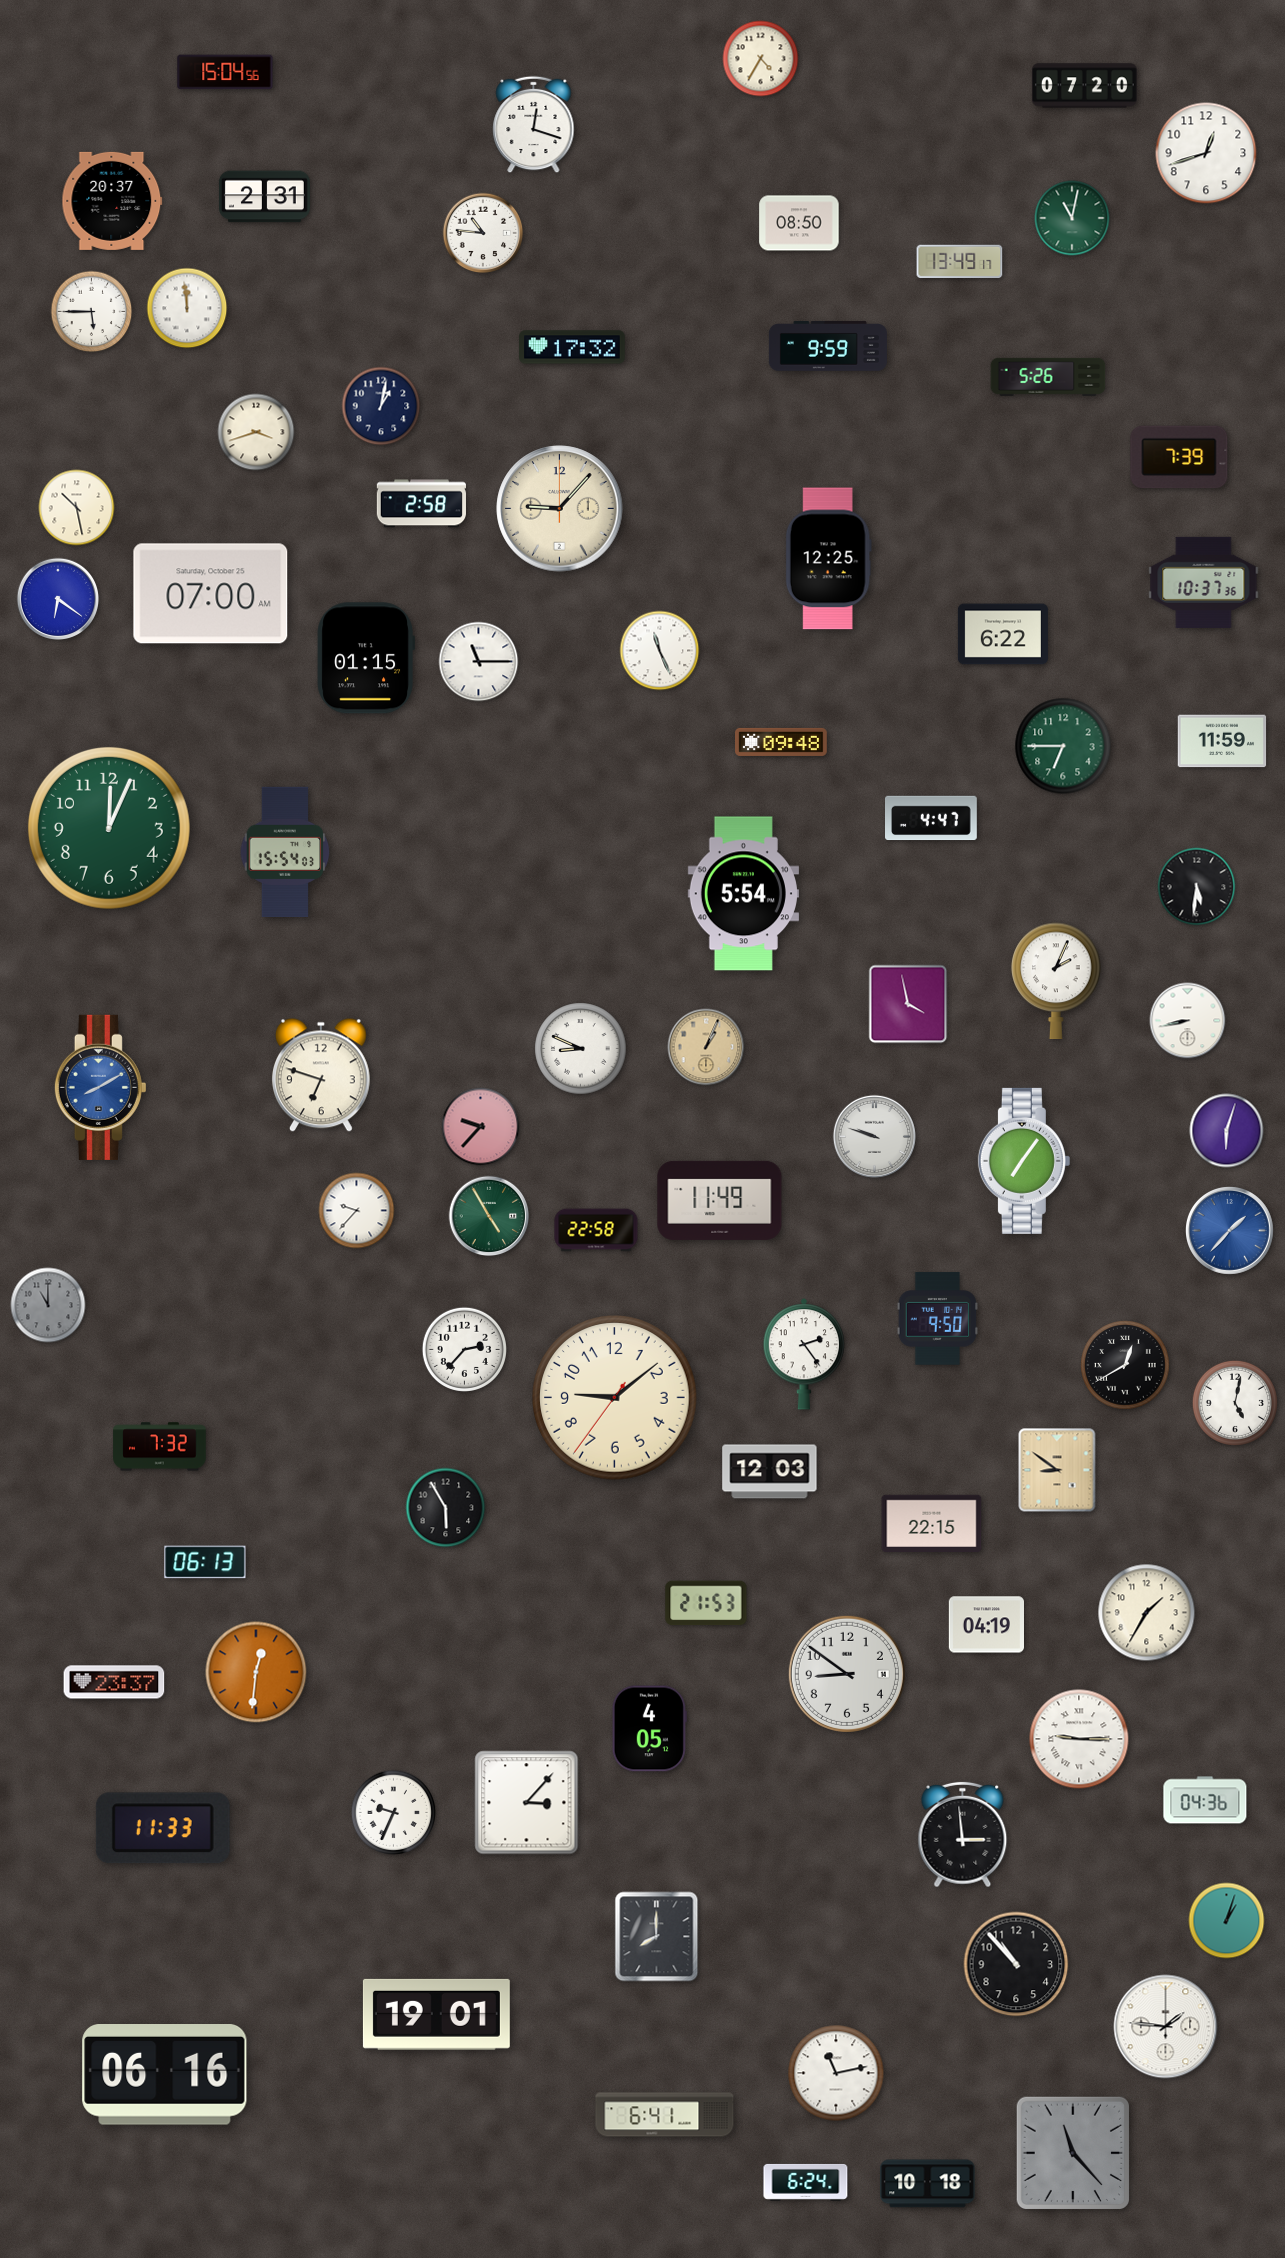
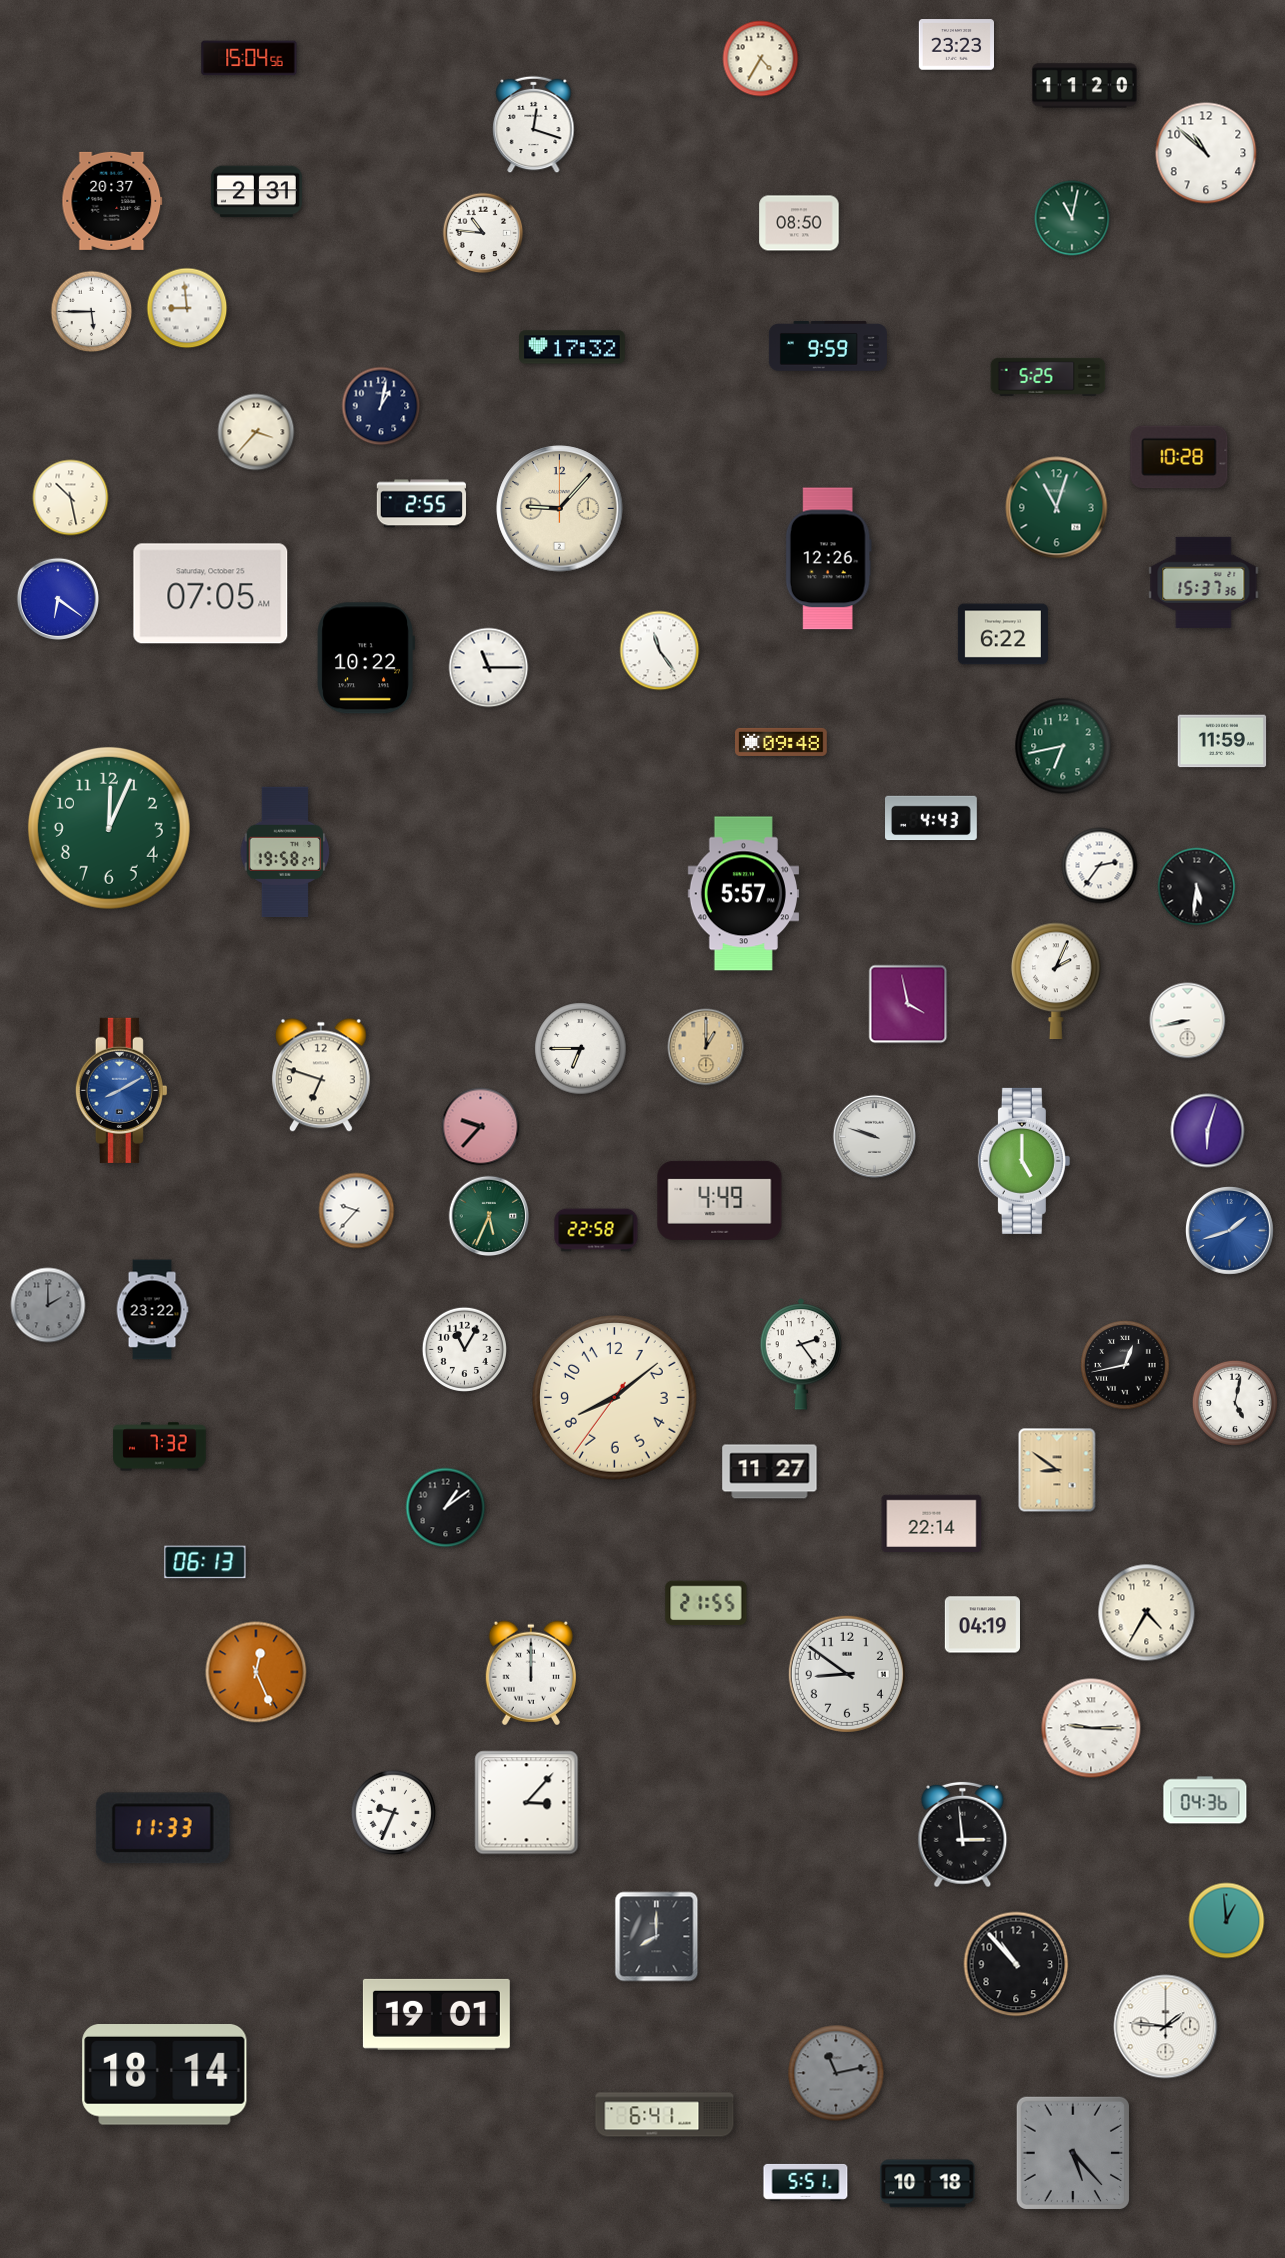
clock at (956, 45): none -> 23:23
clock at (225, 72) position: (225, 72) -> (249, 58)
clock at (1084, 86): 07:20 -> 11:20
clock at (1206, 153): 12:42 -> 10:52
clock at (264, 197) position: (264, 197) -> (256, 192)
clock at (960, 262): 13:49 -> none
clock at (187, 308): 11:59 -> 8:59
clock at (1048, 377): 5:26 -> 5:25
clock at (256, 432): 3:42 -> 3:37
clock at (1179, 457): 7:39 -> 10:28
clock at (421, 504): 2:58 -> 2:55
clock at (77, 508) position: (77, 508) -> (71, 498)
clock at (1057, 508): none -> 11:03
clock at (828, 559): 12:25 -> 12:26
clock at (1204, 582): 10:37 -> 15:37
clock at (211, 594): 07:00 -> 07:05
clock at (660, 651): 11:26 -> 11:24
clock at (365, 658): 01:15 -> 10:22
clock at (479, 662) position: (479, 662) -> (489, 668)
clock at (1063, 746): 6:45 -> 6:43
clock at (932, 818): 4:47 -> 4:43
clock at (285, 851): 15:54 -> 19:58
clock at (1100, 866): none -> 2:36
clock at (743, 894): 5:54 -> 5:57
clock at (706, 1047): 1:04 -> 1:00
clock at (581, 1049): 8:49 -> 6:45
clock at (100, 1087) position: (100, 1087) -> (121, 1090)
clock at (1227, 1131) position: (1227, 1131) -> (1208, 1131)
clock at (1024, 1161): 7:06 -> 5:00
clock at (720, 1200): 11:49 -> 4:49
clock at (489, 1216): 4:55 -> 5:34
clock at (1230, 1231): 1:37 -> 1:42
clock at (48, 1305): 11:00 -> 2:00
clock at (152, 1310): none -> 23:22
clock at (938, 1319): 9:50 -> none
clock at (464, 1349): 2:37 -> 11:05
clock at (804, 1354) position: (804, 1354) -> (801, 1354)
clock at (1126, 1366): 12:40 -> 12:43
clock at (615, 1398): 9:08 -> 8:08
clock at (770, 1472): 12:03 -> 11:27
clock at (446, 1508): 5:55 -> 1:09
clock at (932, 1523): 22:15 -> 22:14
clock at (706, 1603): 21:53 -> 21:55
clock at (1147, 1613): 1:35 -> 4:35
clock at (986, 1625) position: (986, 1625) -> (982, 1625)
clock at (256, 1672): 12:31 -> 12:26
clock at (531, 1673): none -> 12:00
clock at (114, 1682): 23:37 -> none
clock at (649, 1729): 4:05 -> none
clock at (1079, 1739) position: (1079, 1739) -> (1091, 1728)
clock at (1227, 1921): 1:03 -> 12:59
clock at (836, 2073) dial: white -> grey
clock at (165, 2075): 06:16 -> 18:14
clock at (1072, 2152): 11:23 -> 5:23
clock at (806, 2182): 6:24 -> 5:51
